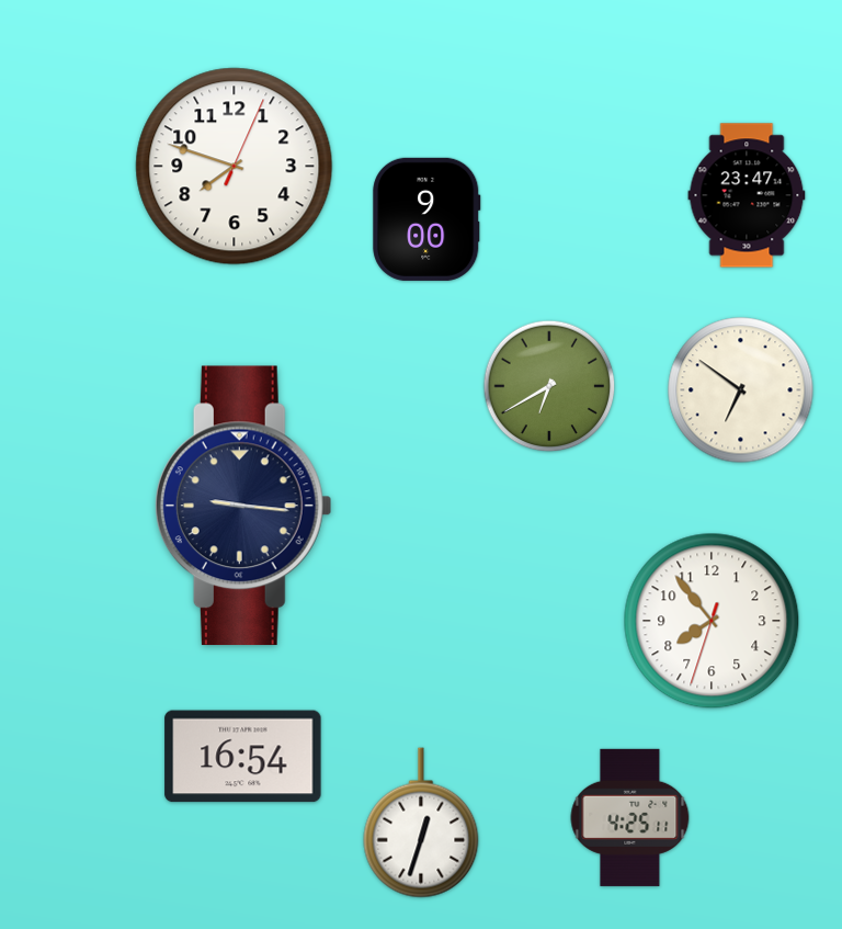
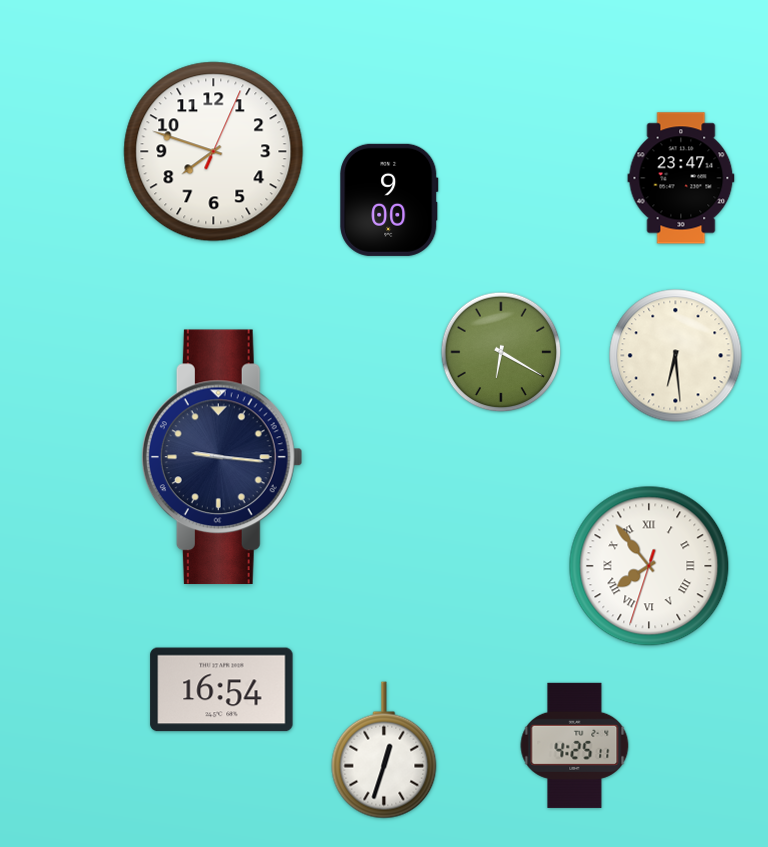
clock at (549, 386): 6:40 -> 6:20
clock at (741, 390): 6:51 -> 6:29
clock at (243, 506) position: (243, 506) -> (222, 457)
clock at (712, 621) numerals: Arabic -> Roman
